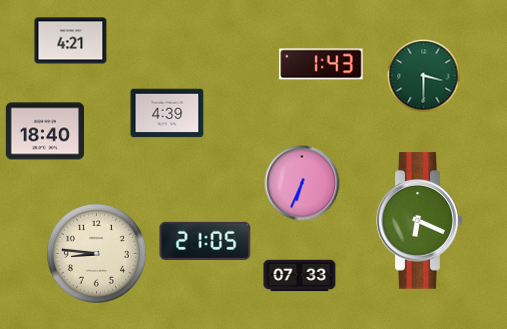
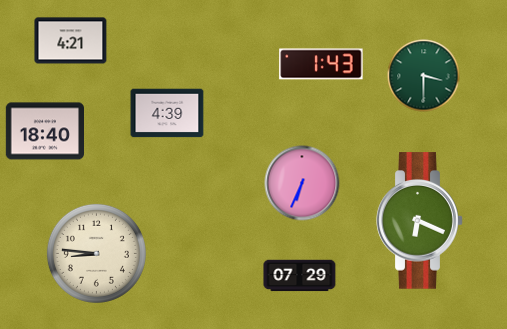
clock at (205, 241): 21:05 -> none
clock at (300, 276): 07:33 -> 07:29
